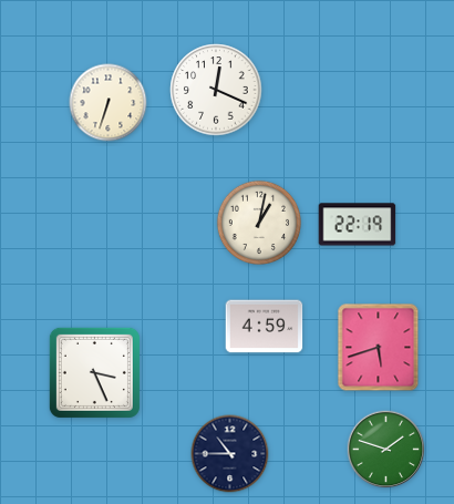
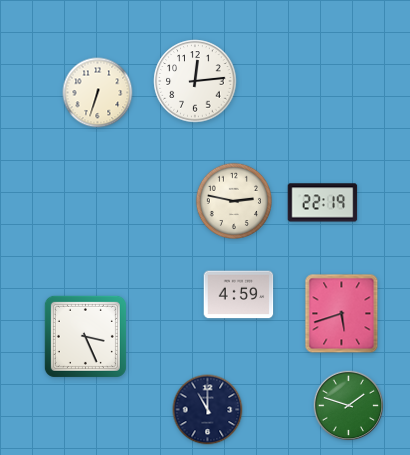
clock at (216, 90): 12:19 -> 12:14
clock at (258, 222): 1:02 -> 2:47
clock at (230, 454): 10:45 -> 11:00
